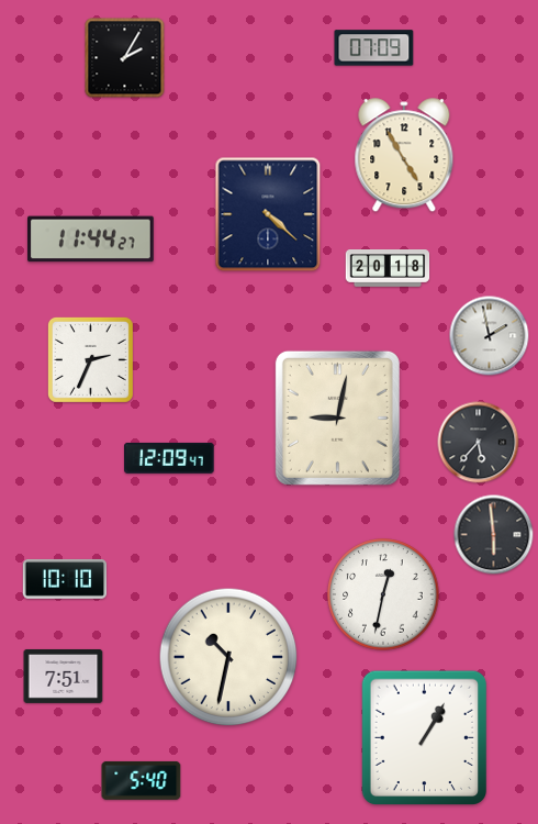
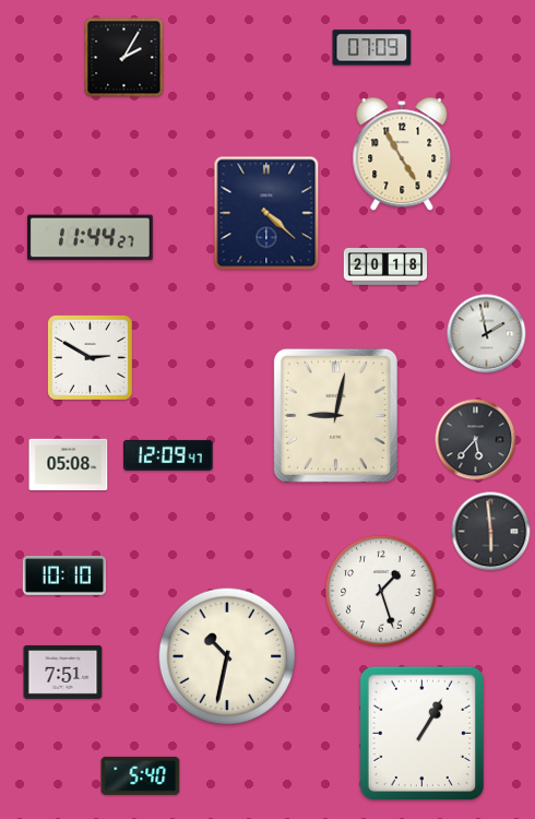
clock at (90, 359): 2:34 -> 2:50
clock at (69, 465): none -> 05:08
clock at (383, 594): 12:32 -> 1:27
clock at (228, 657) position: (228, 657) -> (227, 656)
